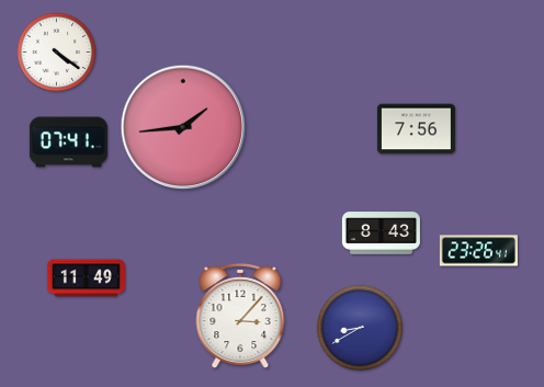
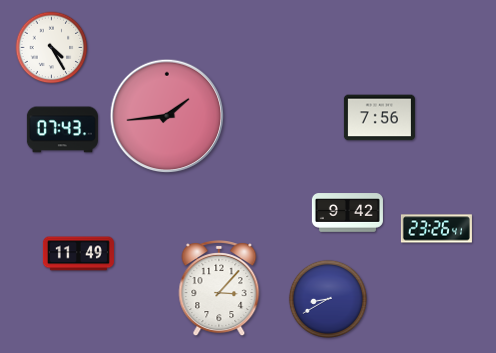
clock at (57, 53): 4:21 -> 4:25
clock at (68, 143): 07:41 -> 07:43
clock at (381, 234): 8:43 -> 9:42
